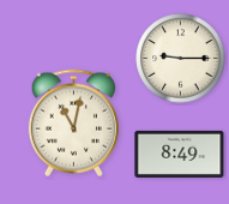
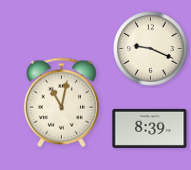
clock at (181, 59): 9:15 -> 9:19
clock at (180, 154): 8:49 -> 8:39
